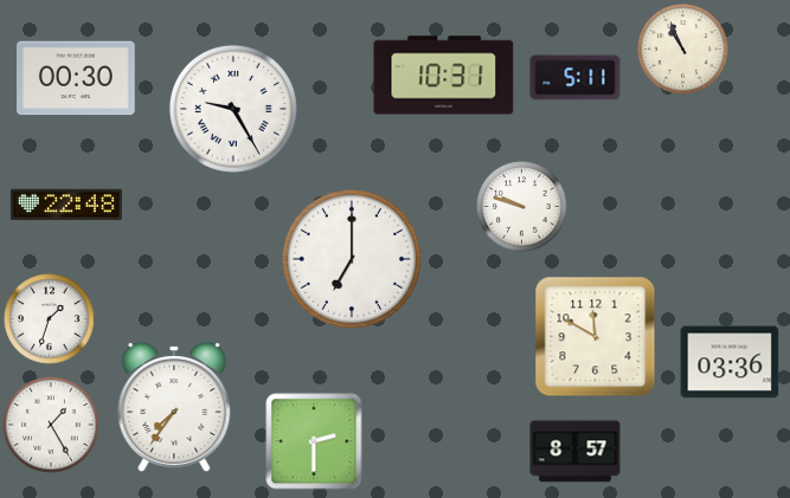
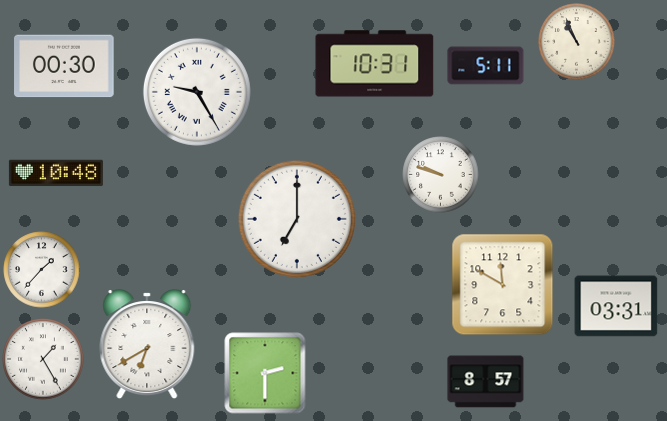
clock at (66, 205): 22:48 -> 10:48
clock at (50, 319): 1:33 -> 1:37
clock at (730, 362): 03:36 -> 03:31
clock at (174, 408): 7:36 -> 6:40
